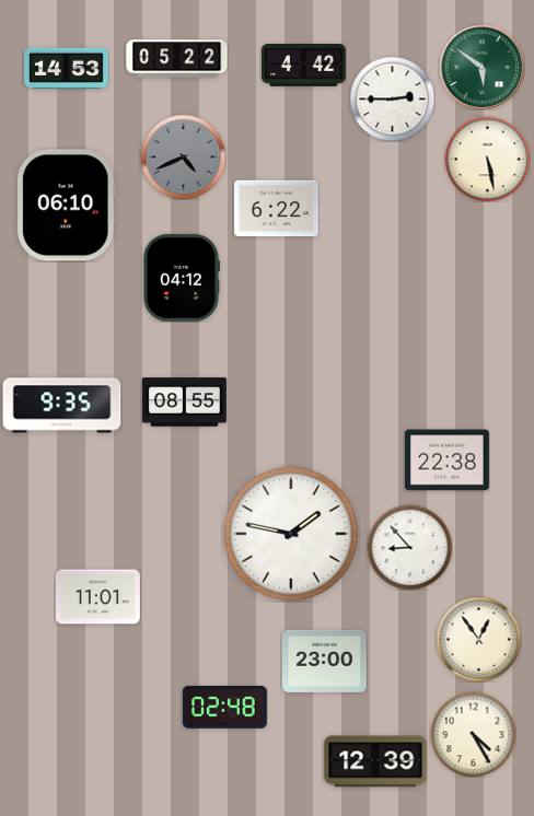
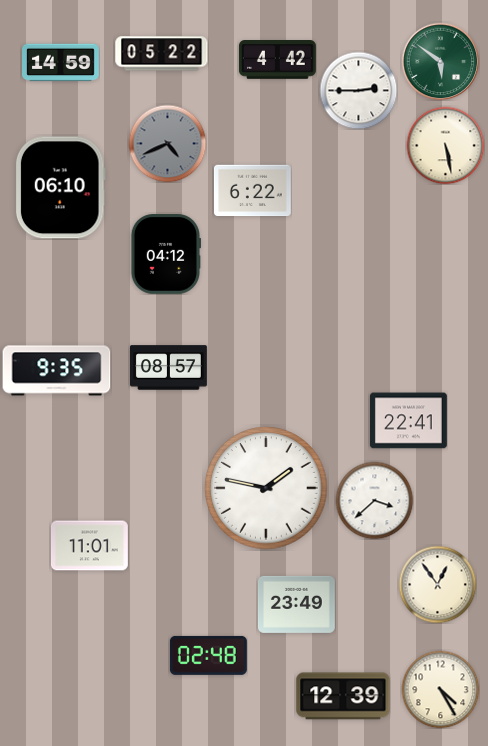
clock at (67, 69): 14:53 -> 14:59
clock at (185, 403): 08:55 -> 08:57
clock at (448, 461): 22:38 -> 22:41
clock at (409, 547): 8:53 -> 3:38
clock at (324, 661): 23:00 -> 23:49
clock at (224, 707) position: (224, 707) -> (208, 655)
clock at (473, 734) position: (473, 734) -> (440, 689)
